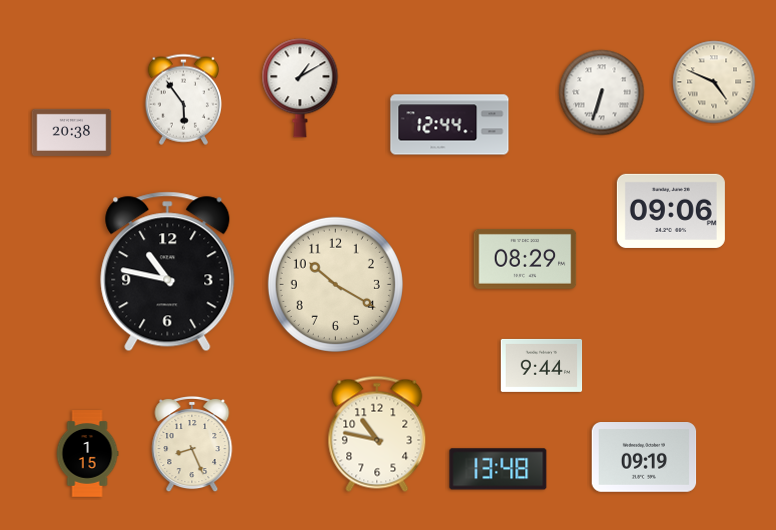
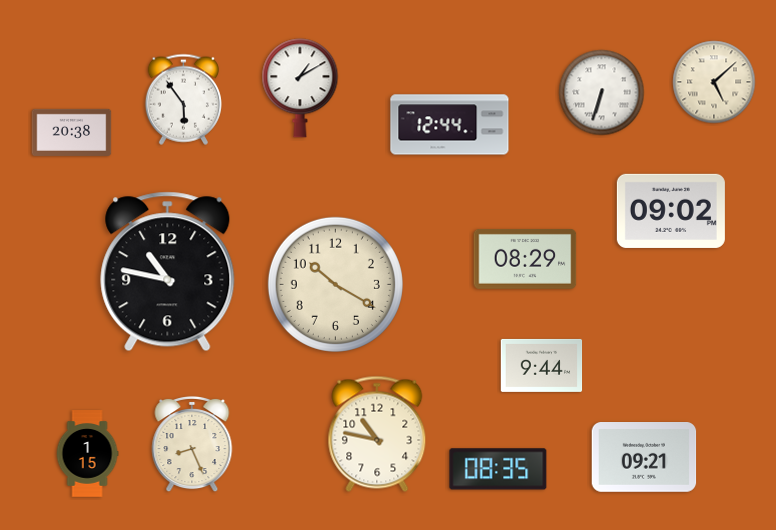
clock at (714, 82): 4:49 -> 5:08
clock at (671, 211): 09:06 -> 09:02
clock at (644, 458): 09:19 -> 09:21
clock at (498, 469): 13:48 -> 08:35
